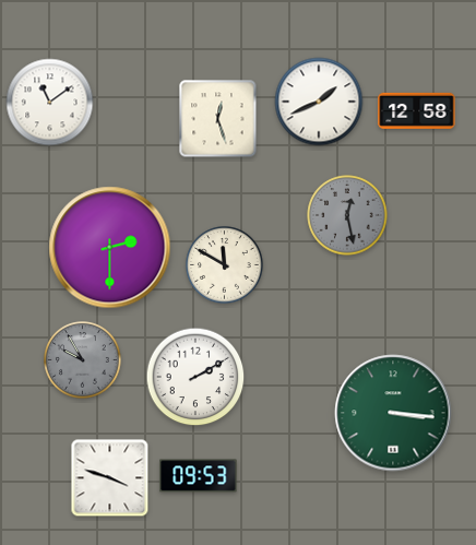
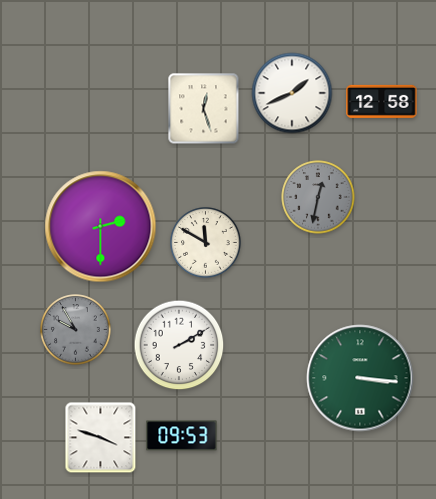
clock at (50, 103): 11:09 -> none
clock at (218, 119) position: (218, 119) -> (204, 109)
clock at (347, 215): 12:28 -> 12:32
